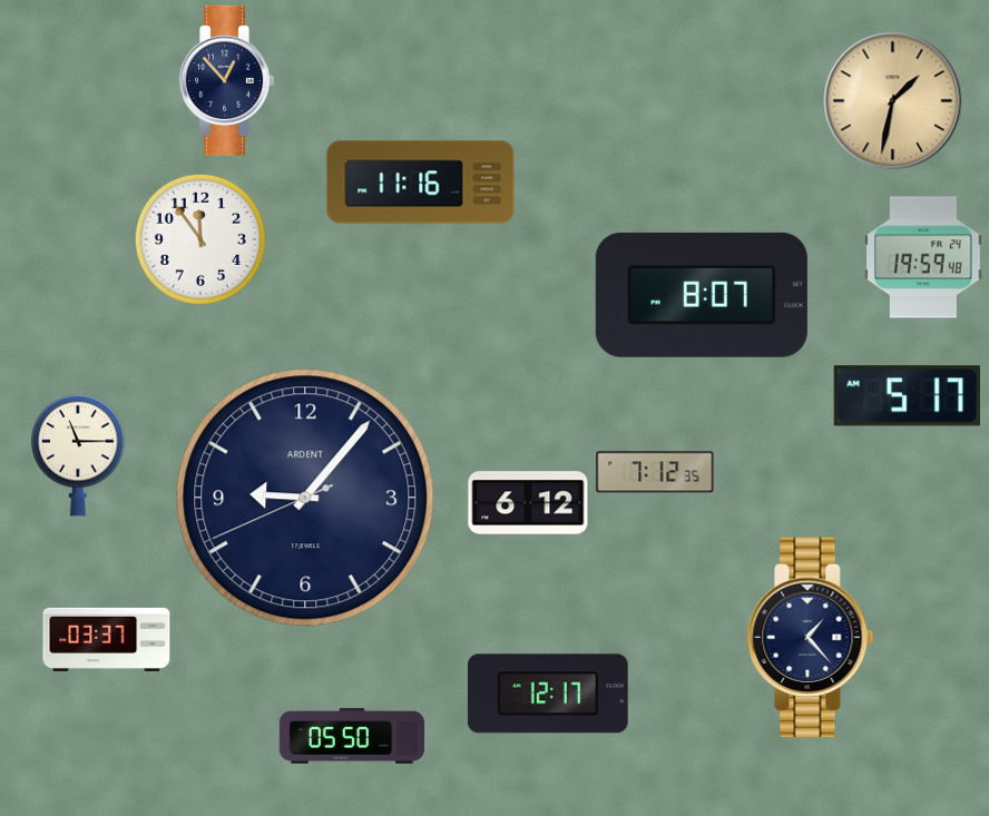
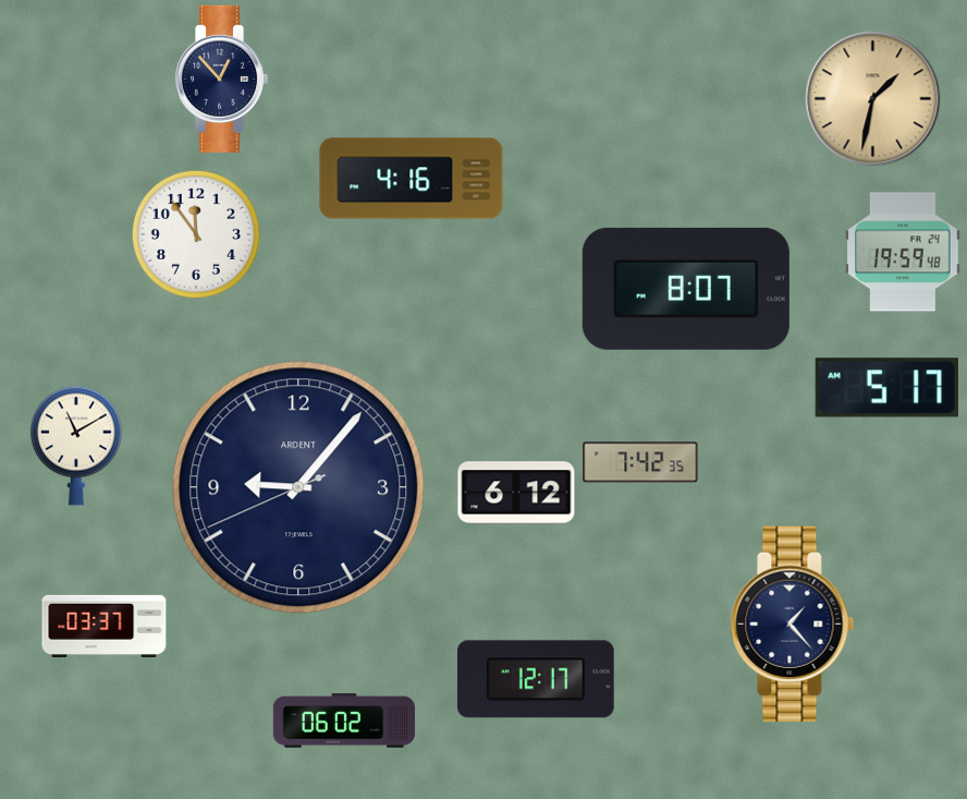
clock at (421, 183): 11:16 -> 4:16
clock at (78, 455): 11:15 -> 11:10
clock at (655, 472): 7:12 -> 7:42
clock at (352, 736): 05:50 -> 06:02
